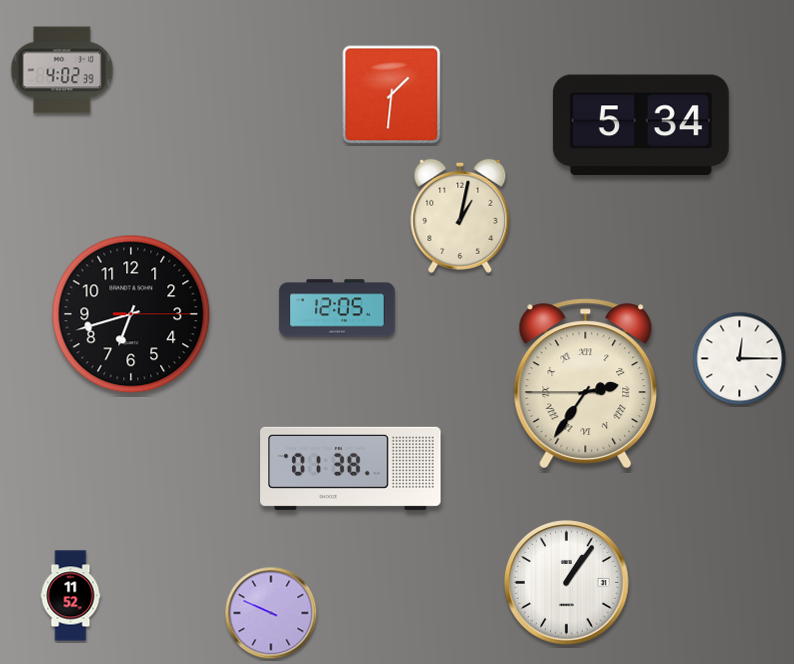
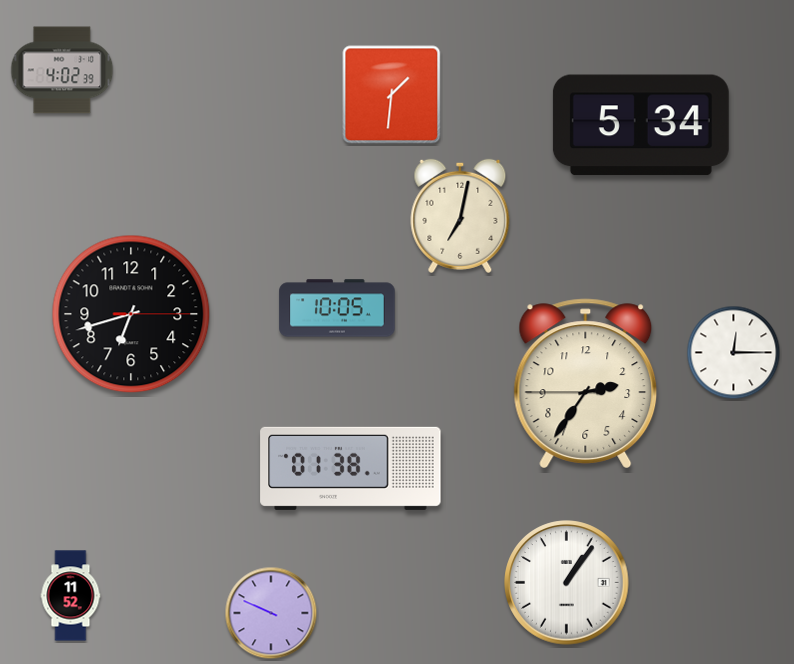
clock at (460, 216): 1:02 -> 7:02
clock at (337, 308): 12:05 -> 10:05
clock at (740, 359) position: (740, 359) -> (734, 353)
clock at (586, 384) numerals: Roman -> Arabic
